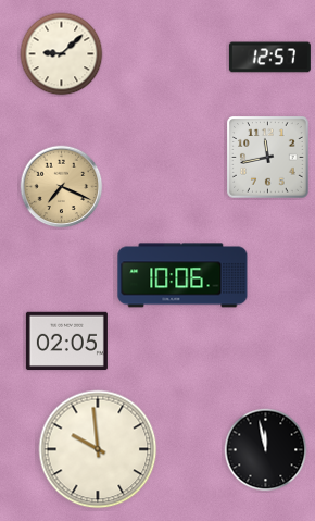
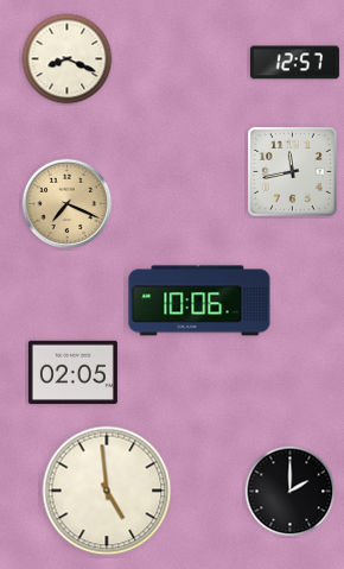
clock at (62, 54): 9:08 -> 8:19
clock at (98, 449): 9:59 -> 4:59
clock at (266, 450): 11:58 -> 2:00
